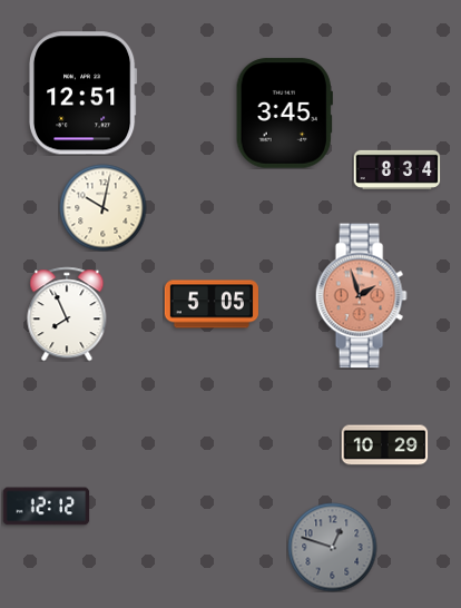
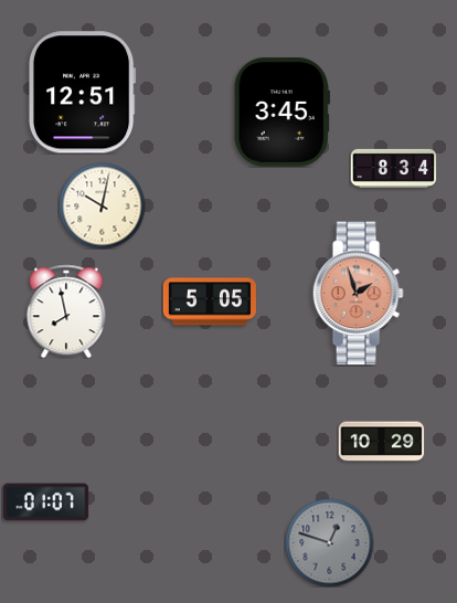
clock at (67, 314): 7:56 -> 7:58
clock at (46, 507): 12:12 -> 01:07
